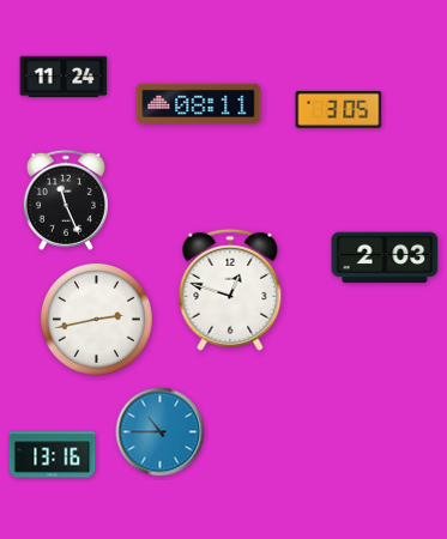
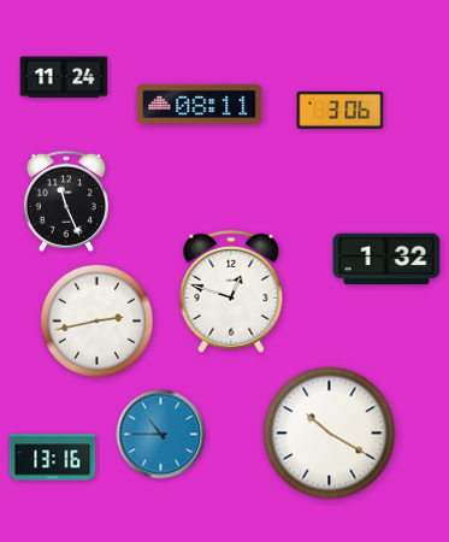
clock at (339, 109): 3:05 -> 3:06
clock at (385, 258): 2:03 -> 1:32
clock at (330, 434): none -> 10:20
